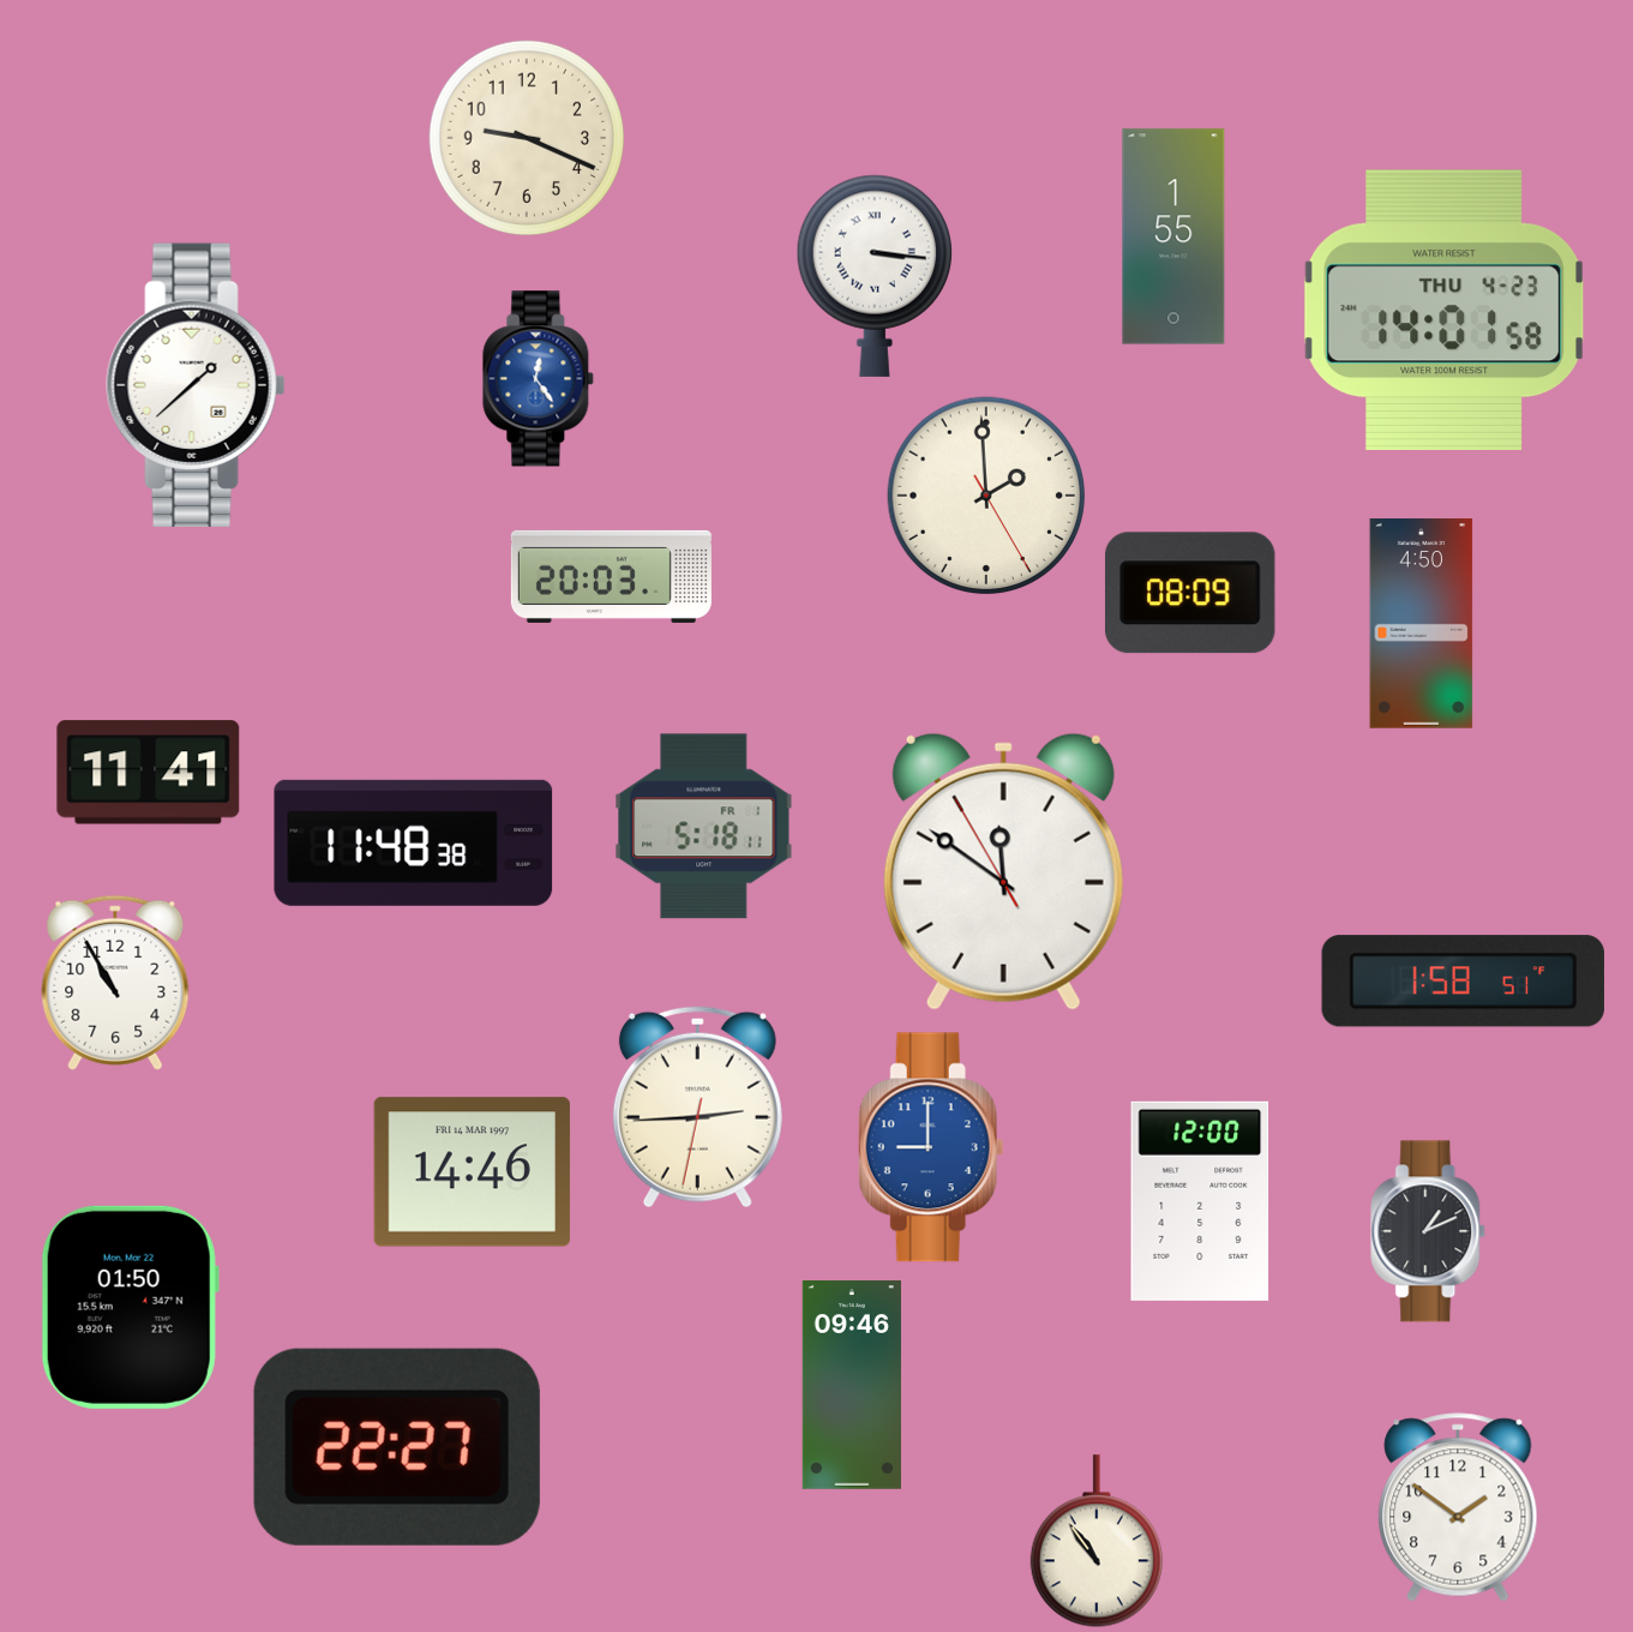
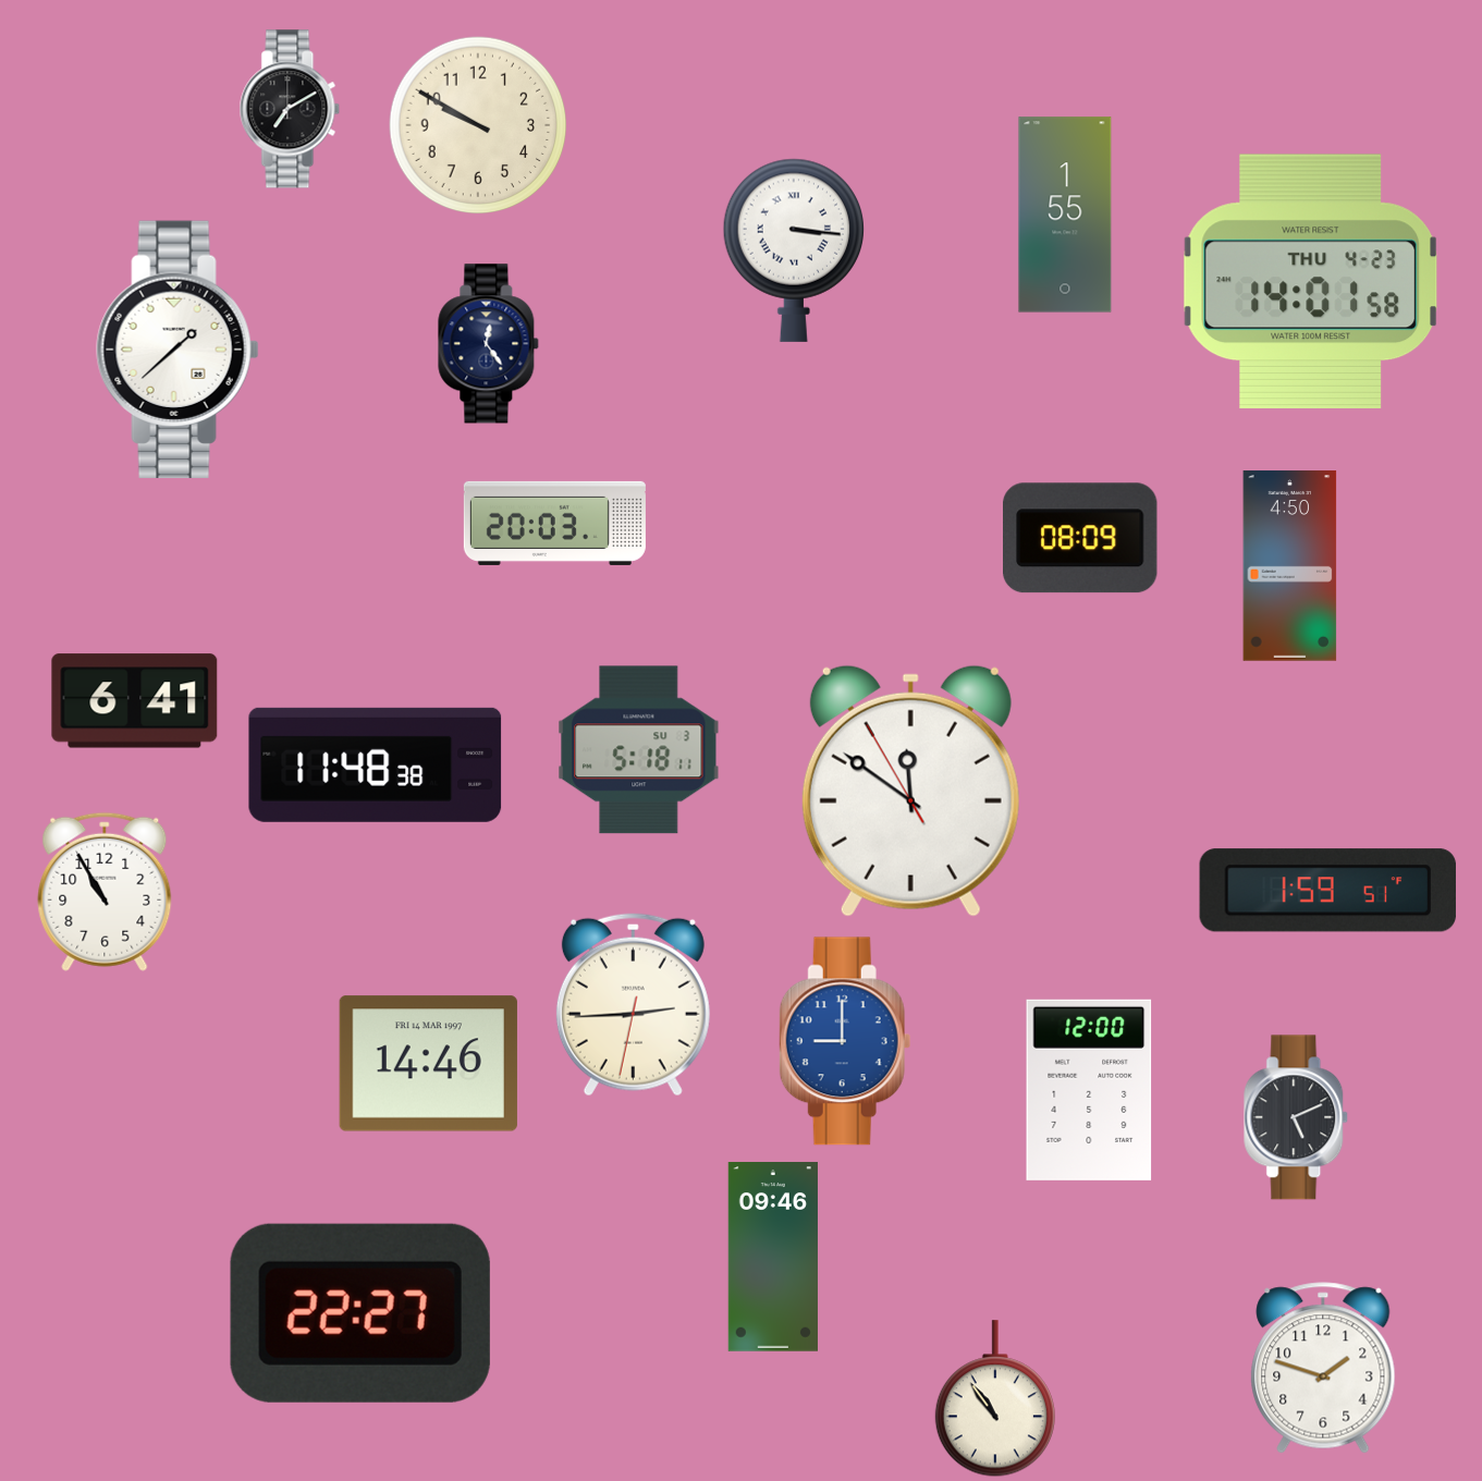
clock at (290, 109): none -> 7:10
clock at (527, 138): 9:19 -> 9:50
clock at (539, 379) dial: blue -> navy
clock at (986, 496): 1:59 -> none
clock at (149, 773): 11:41 -> 6:41
clock at (704, 827) date: FR 1 -> SU 3
clock at (1463, 982): 1:58 -> 1:59
clock at (1429, 1231): 1:11 -> 5:11
clock at (130, 1307): 01:50 -> none
clock at (1458, 1507): 1:51 -> 1:48
